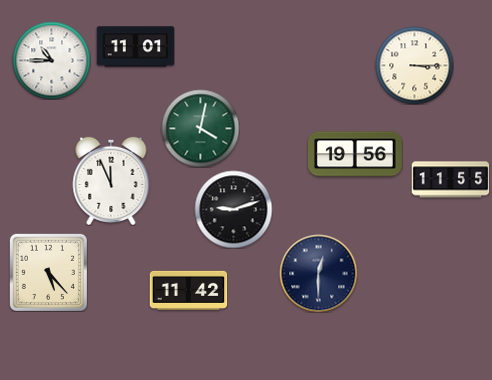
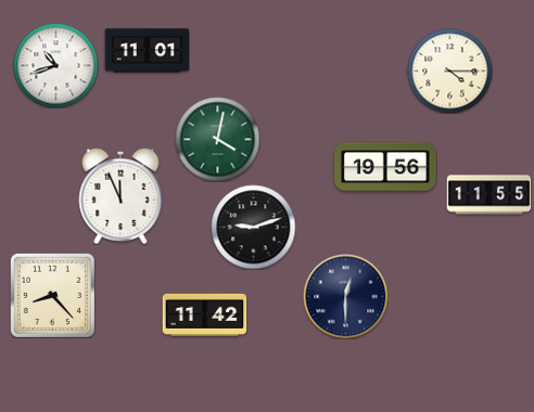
clock at (51, 60): 10:45 -> 10:42
clock at (414, 65): 3:15 -> 4:15
clock at (48, 272): 5:23 -> 8:23
